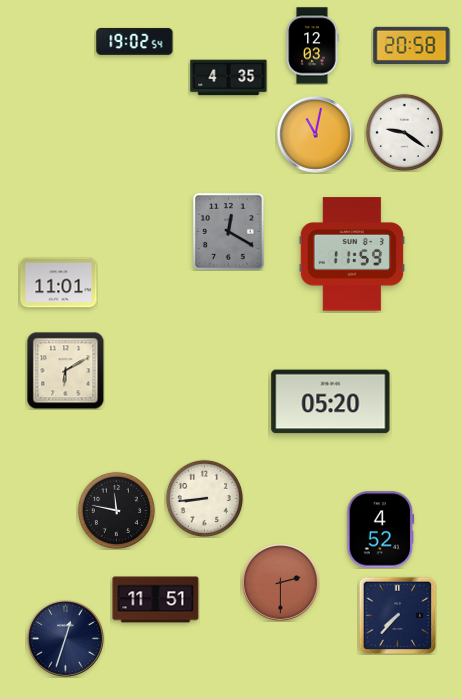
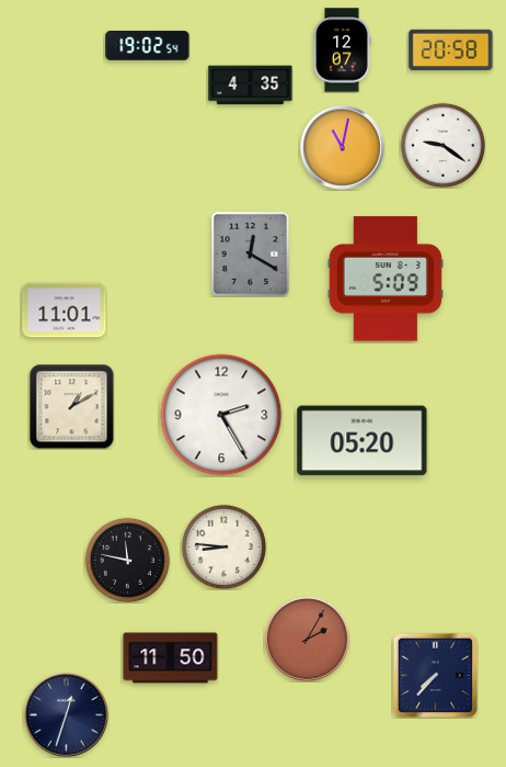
clock at (312, 46): 12:03 -> 12:07
clock at (316, 135) position: (316, 135) -> (343, 148)
clock at (352, 254): 11:59 -> 5:09
clock at (65, 370): 6:10 -> 1:10
clock at (221, 415): none -> 2:25
clock at (204, 498): 8:44 -> 8:46
clock at (381, 530): 4:52 -> none
clock at (281, 583): 2:30 -> 2:05
clock at (156, 600): 11:51 -> 11:50
clock at (66, 639) position: (66, 639) -> (67, 715)
